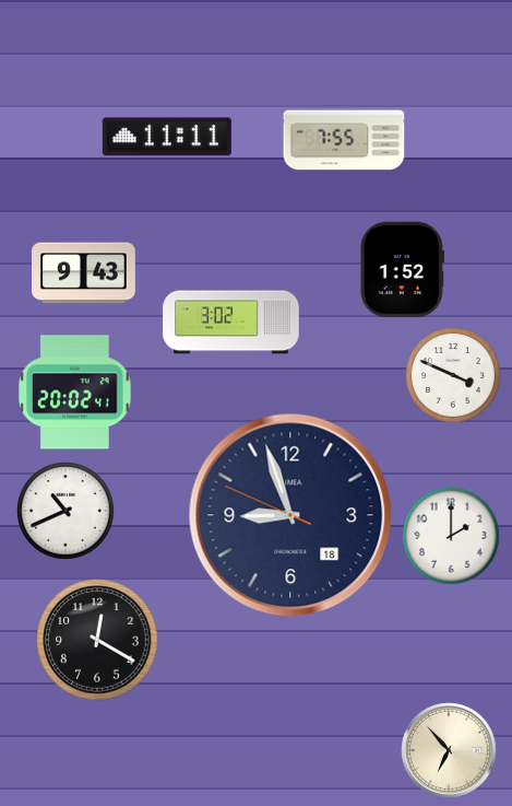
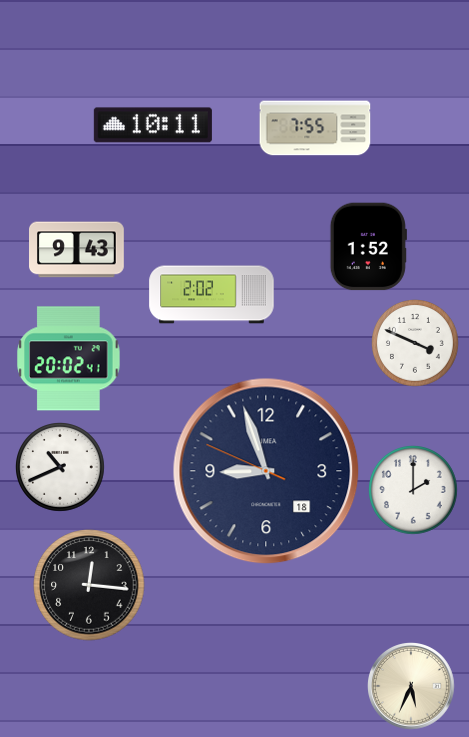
clock at (167, 137): 11:11 -> 10:11
clock at (231, 323): 3:02 -> 2:02
clock at (97, 640): 12:20 -> 12:16
clock at (450, 751): 6:53 -> 5:34
